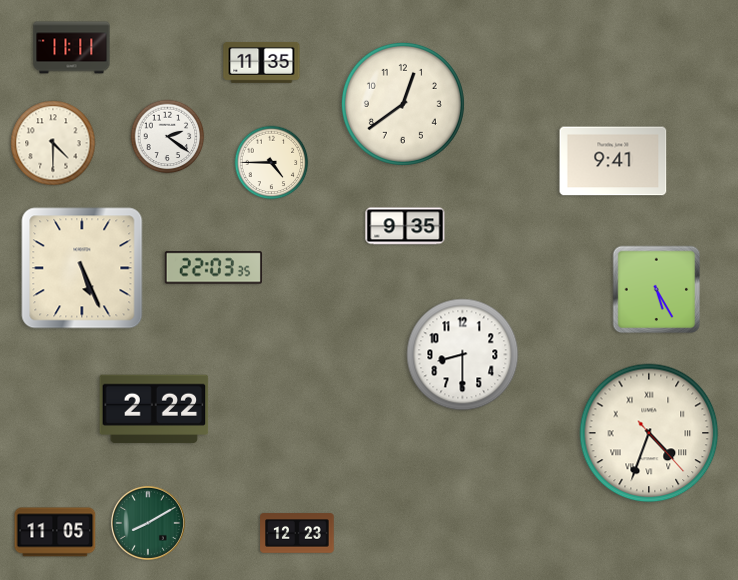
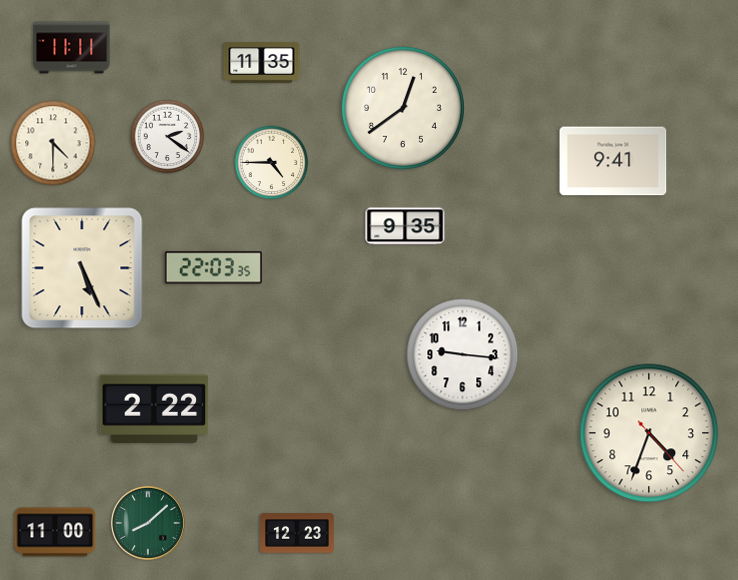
clock at (403, 104) position: (403, 104) -> (403, 108)
clock at (657, 290): 5:25 -> none
clock at (463, 355): 8:30 -> 9:16
clock at (649, 433) numerals: Roman -> Arabic
clock at (148, 523): 8:10 -> 8:08
clock at (55, 532): 11:05 -> 11:00
